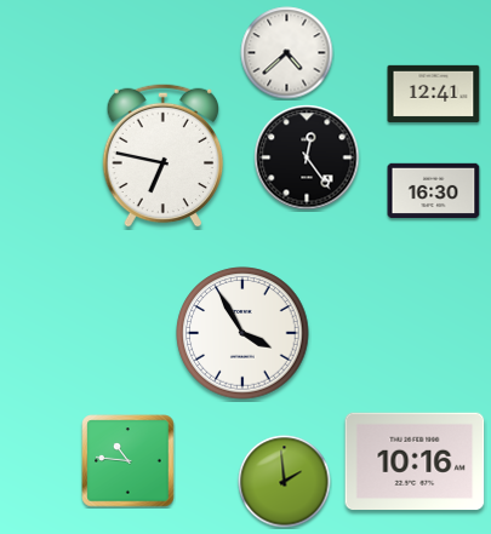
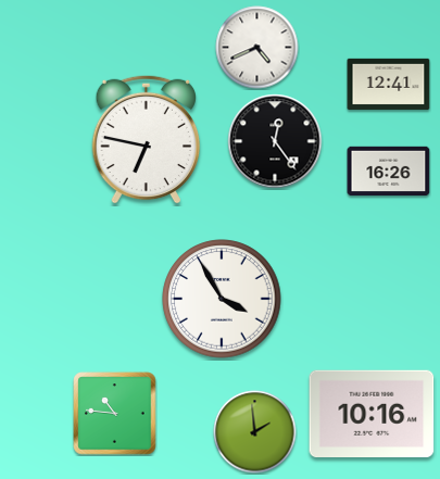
clock at (287, 53): 4:38 -> 4:41
clock at (434, 191): 16:30 -> 16:26
clock at (242, 333) position: (242, 333) -> (222, 299)
